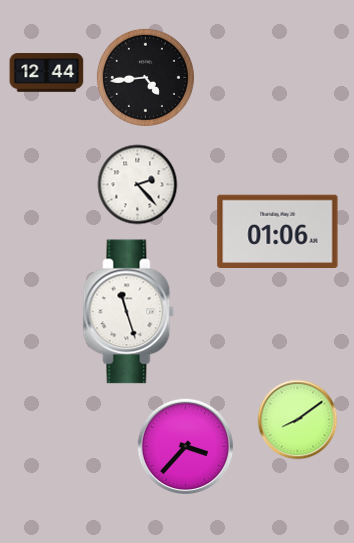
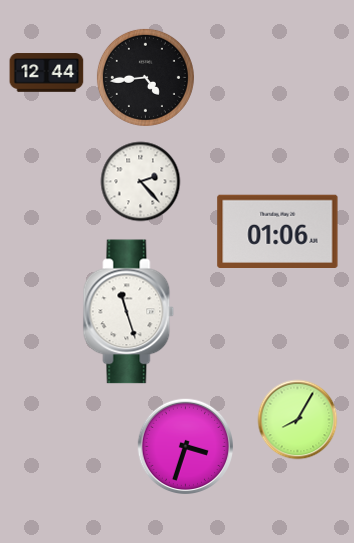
clock at (138, 185) position: (138, 185) -> (141, 182)
clock at (298, 420): 8:09 -> 8:05
clock at (186, 447): 3:37 -> 3:33
